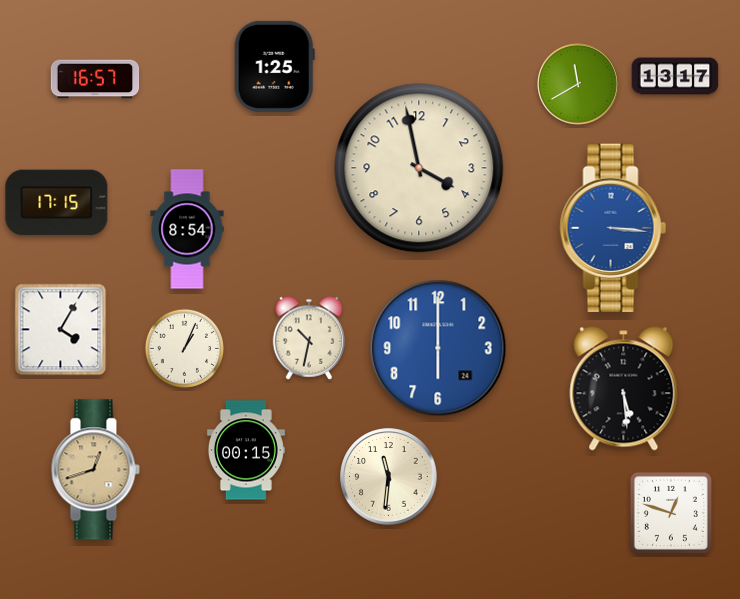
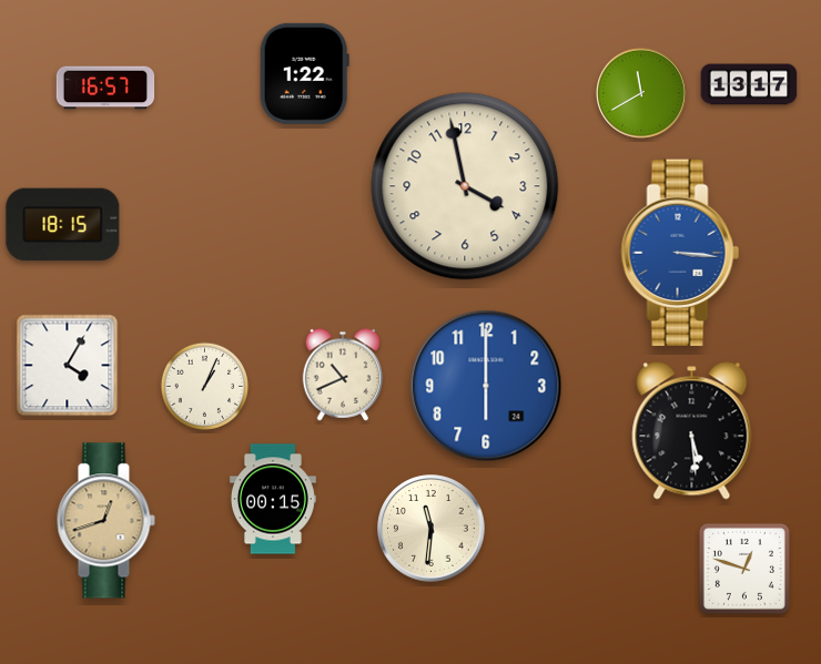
clock at (274, 66): 1:25 -> 1:22
clock at (57, 203): 17:15 -> 18:15
clock at (187, 229): 8:54 -> none
clock at (309, 338): 10:32 -> 10:41
